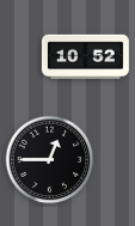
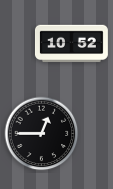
clock at (85, 57) position: (85, 57) -> (71, 44)
